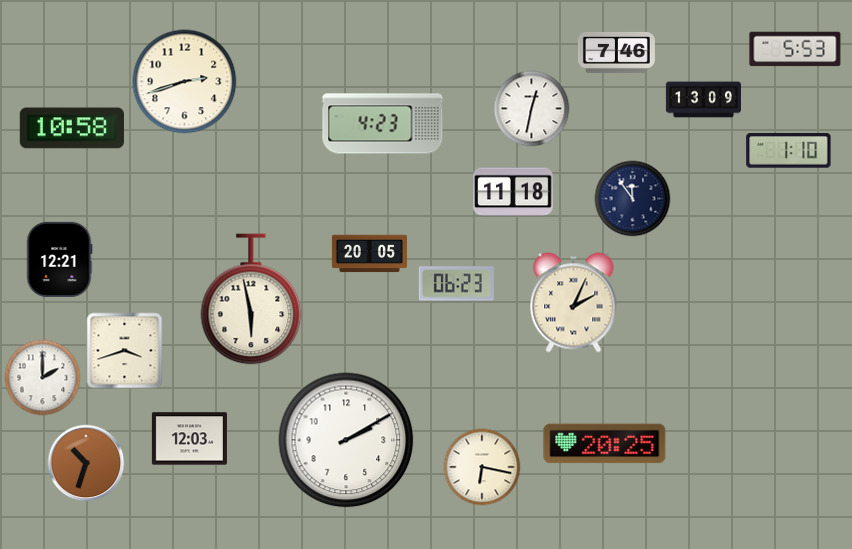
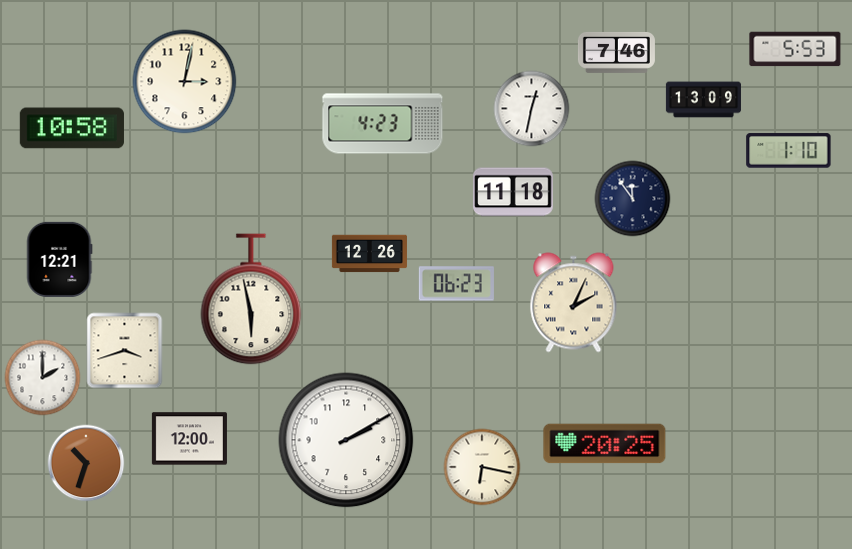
clock at (185, 82): 2:42 -> 3:02
clock at (369, 254): 20:05 -> 12:26
clock at (189, 439): 12:03 -> 12:00
